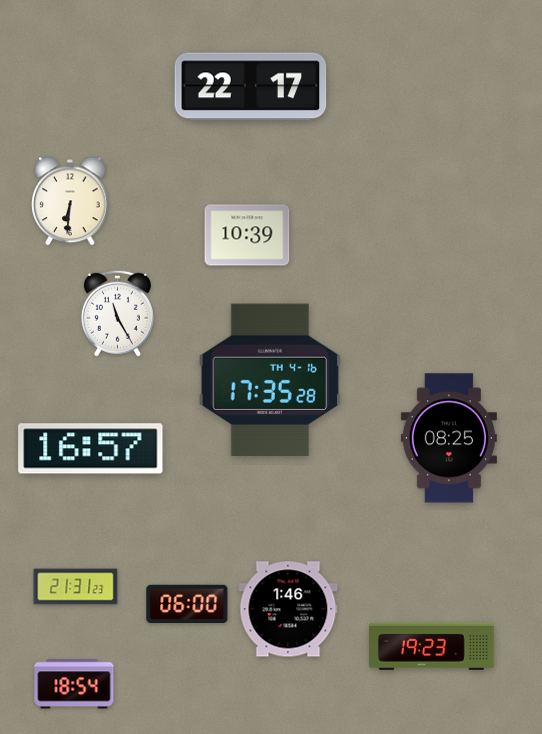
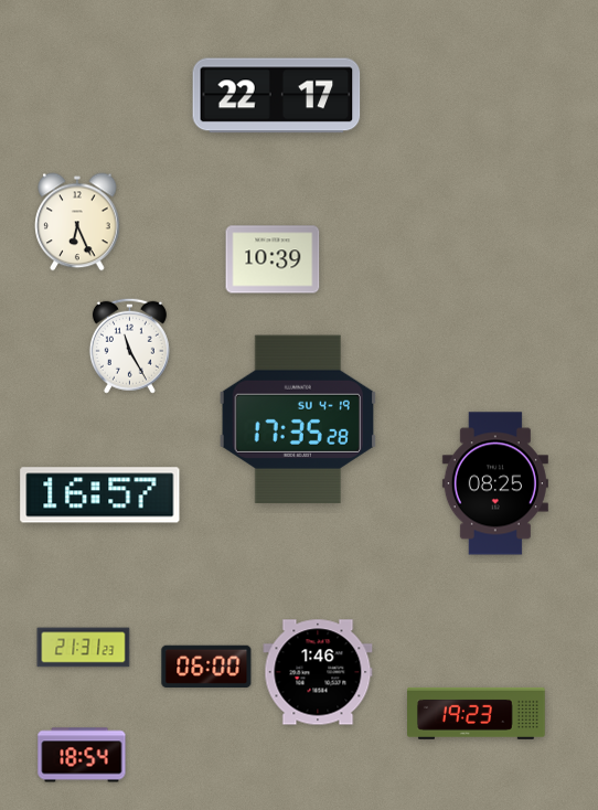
clock at (70, 201): 6:31 -> 6:26
clock at (269, 379) date: TH 4-16 -> SU 4-19
